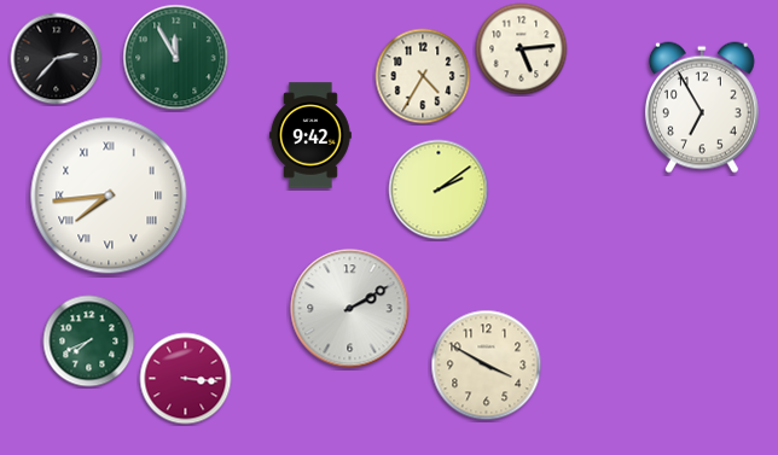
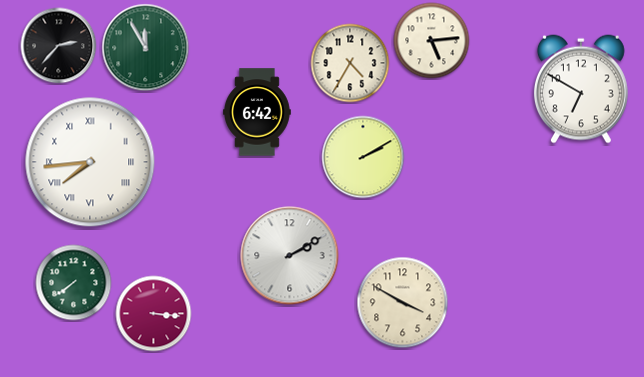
clock at (57, 59) position: (57, 59) -> (59, 46)
clock at (702, 107): 6:55 -> 6:50
clock at (312, 135): 9:42 -> 6:42
clock at (439, 189): 2:09 -> 2:10
clock at (89, 342): 7:41 -> 7:39
